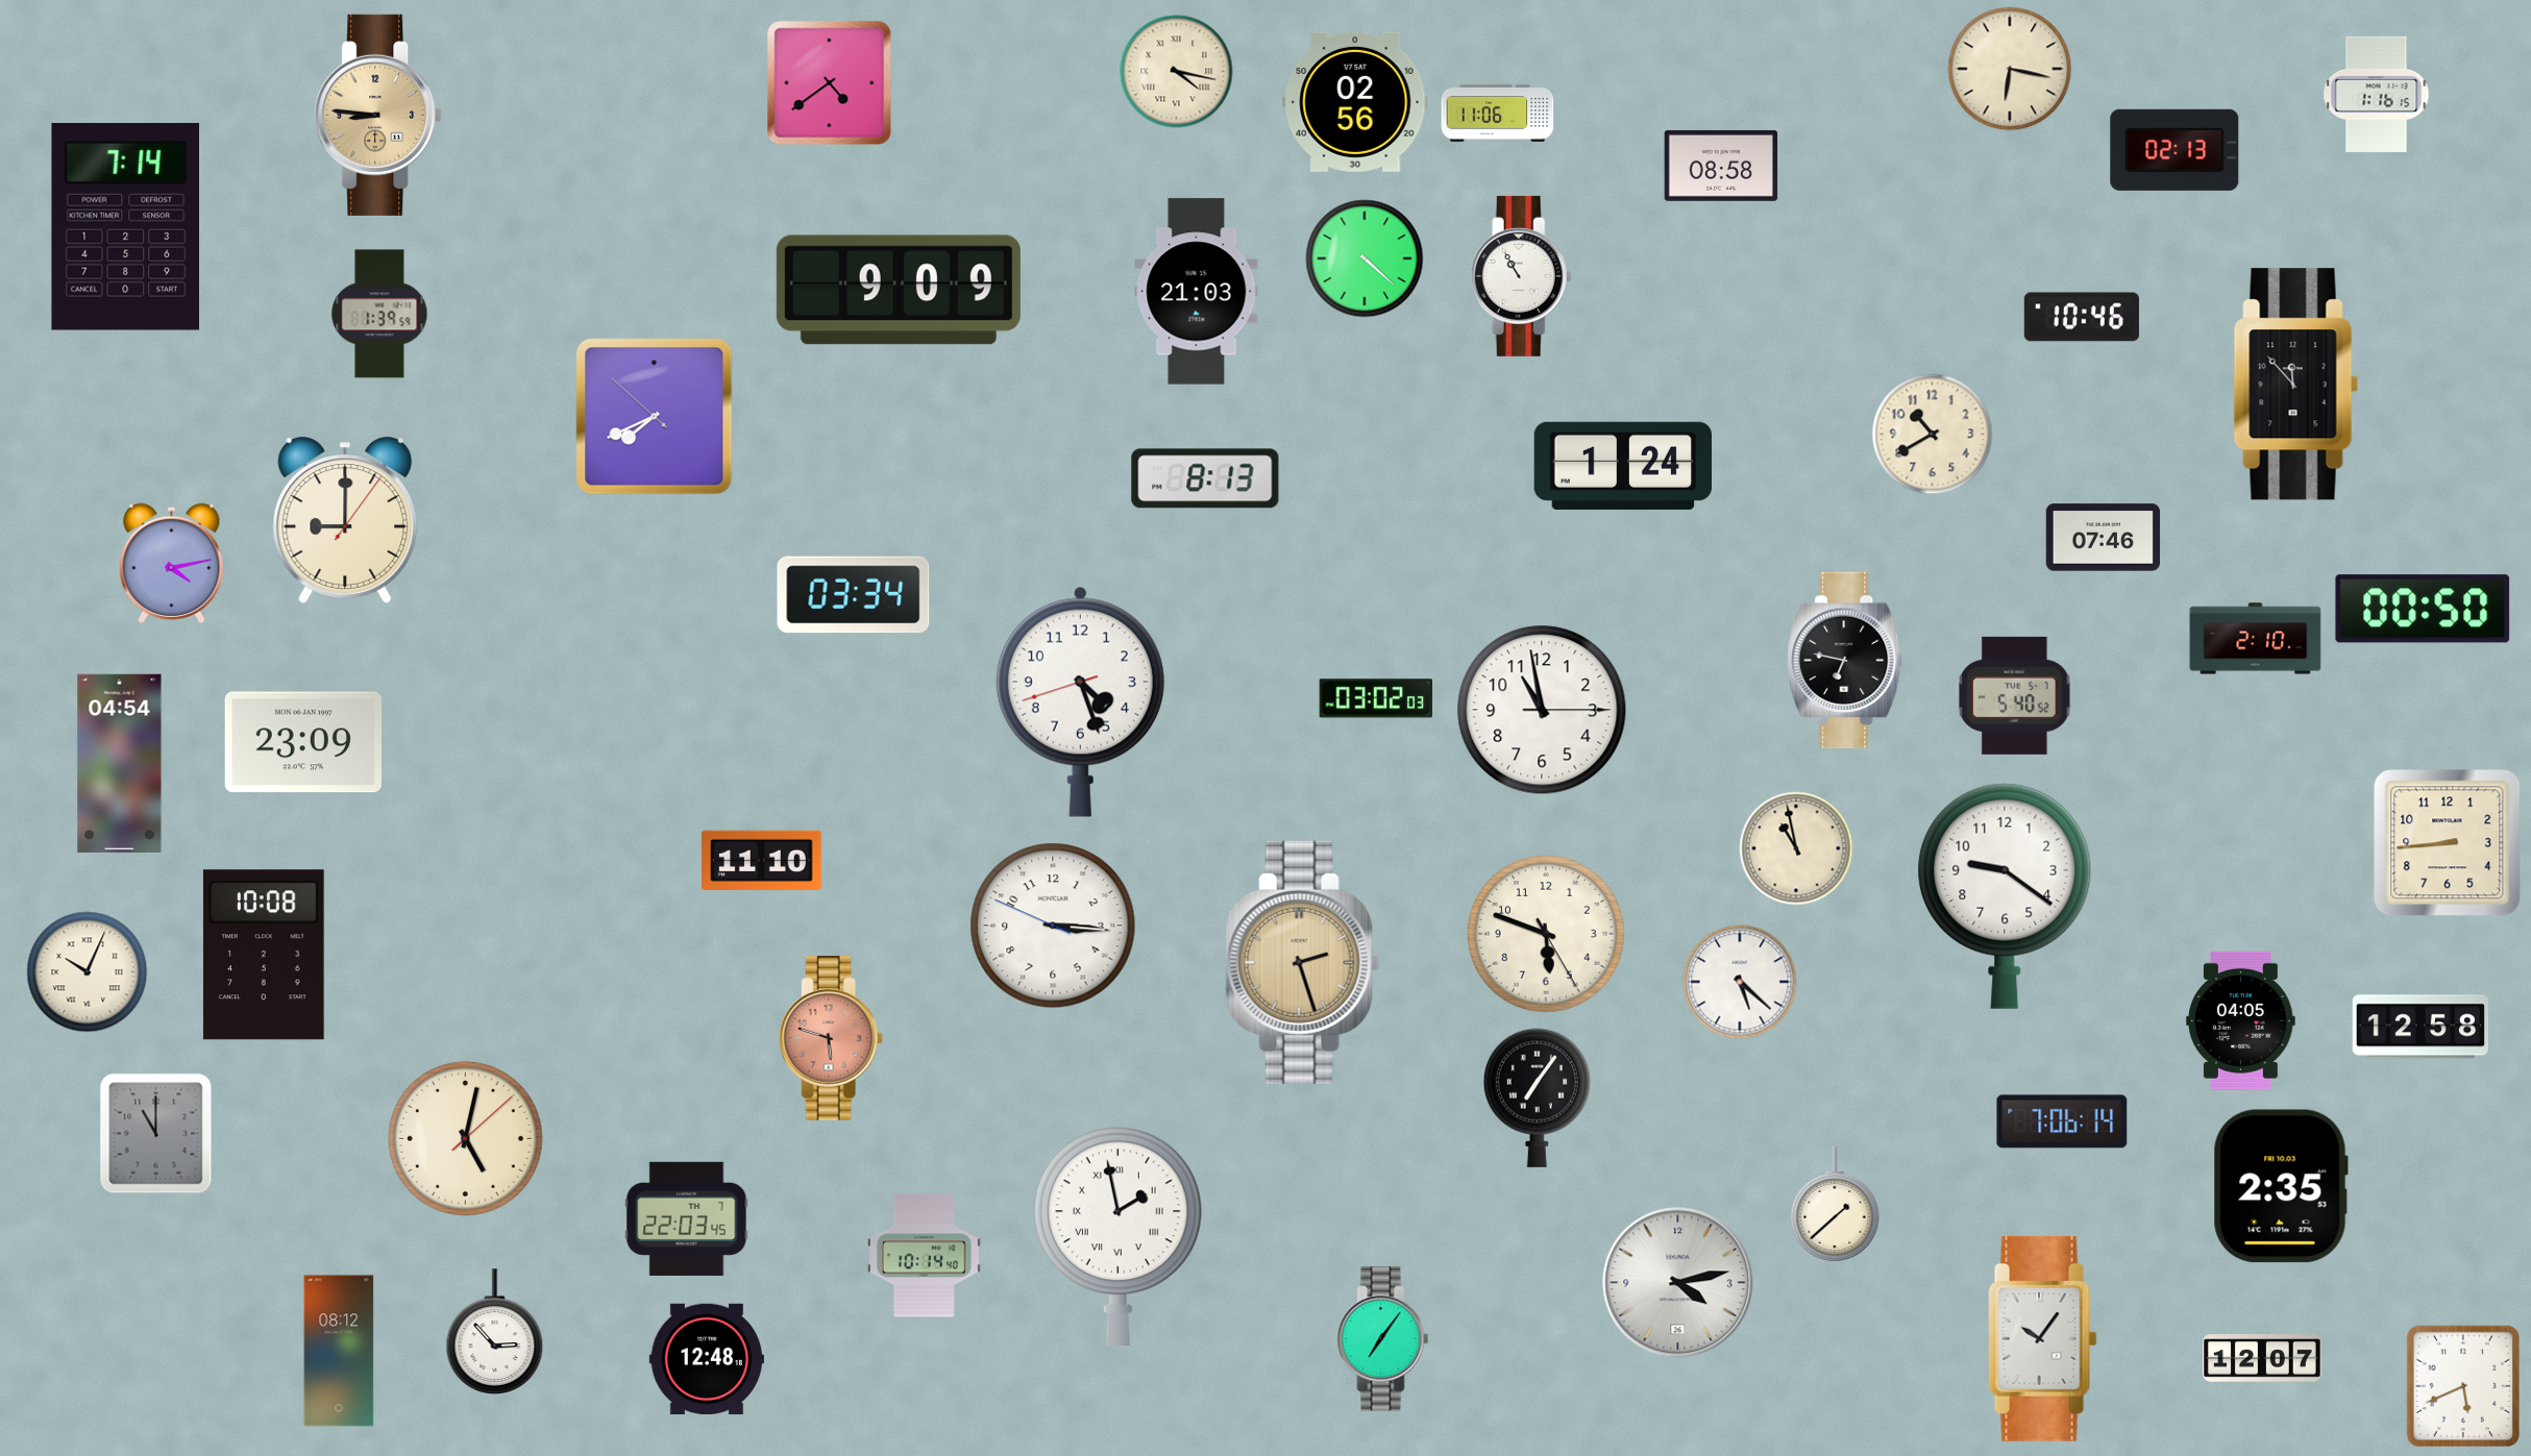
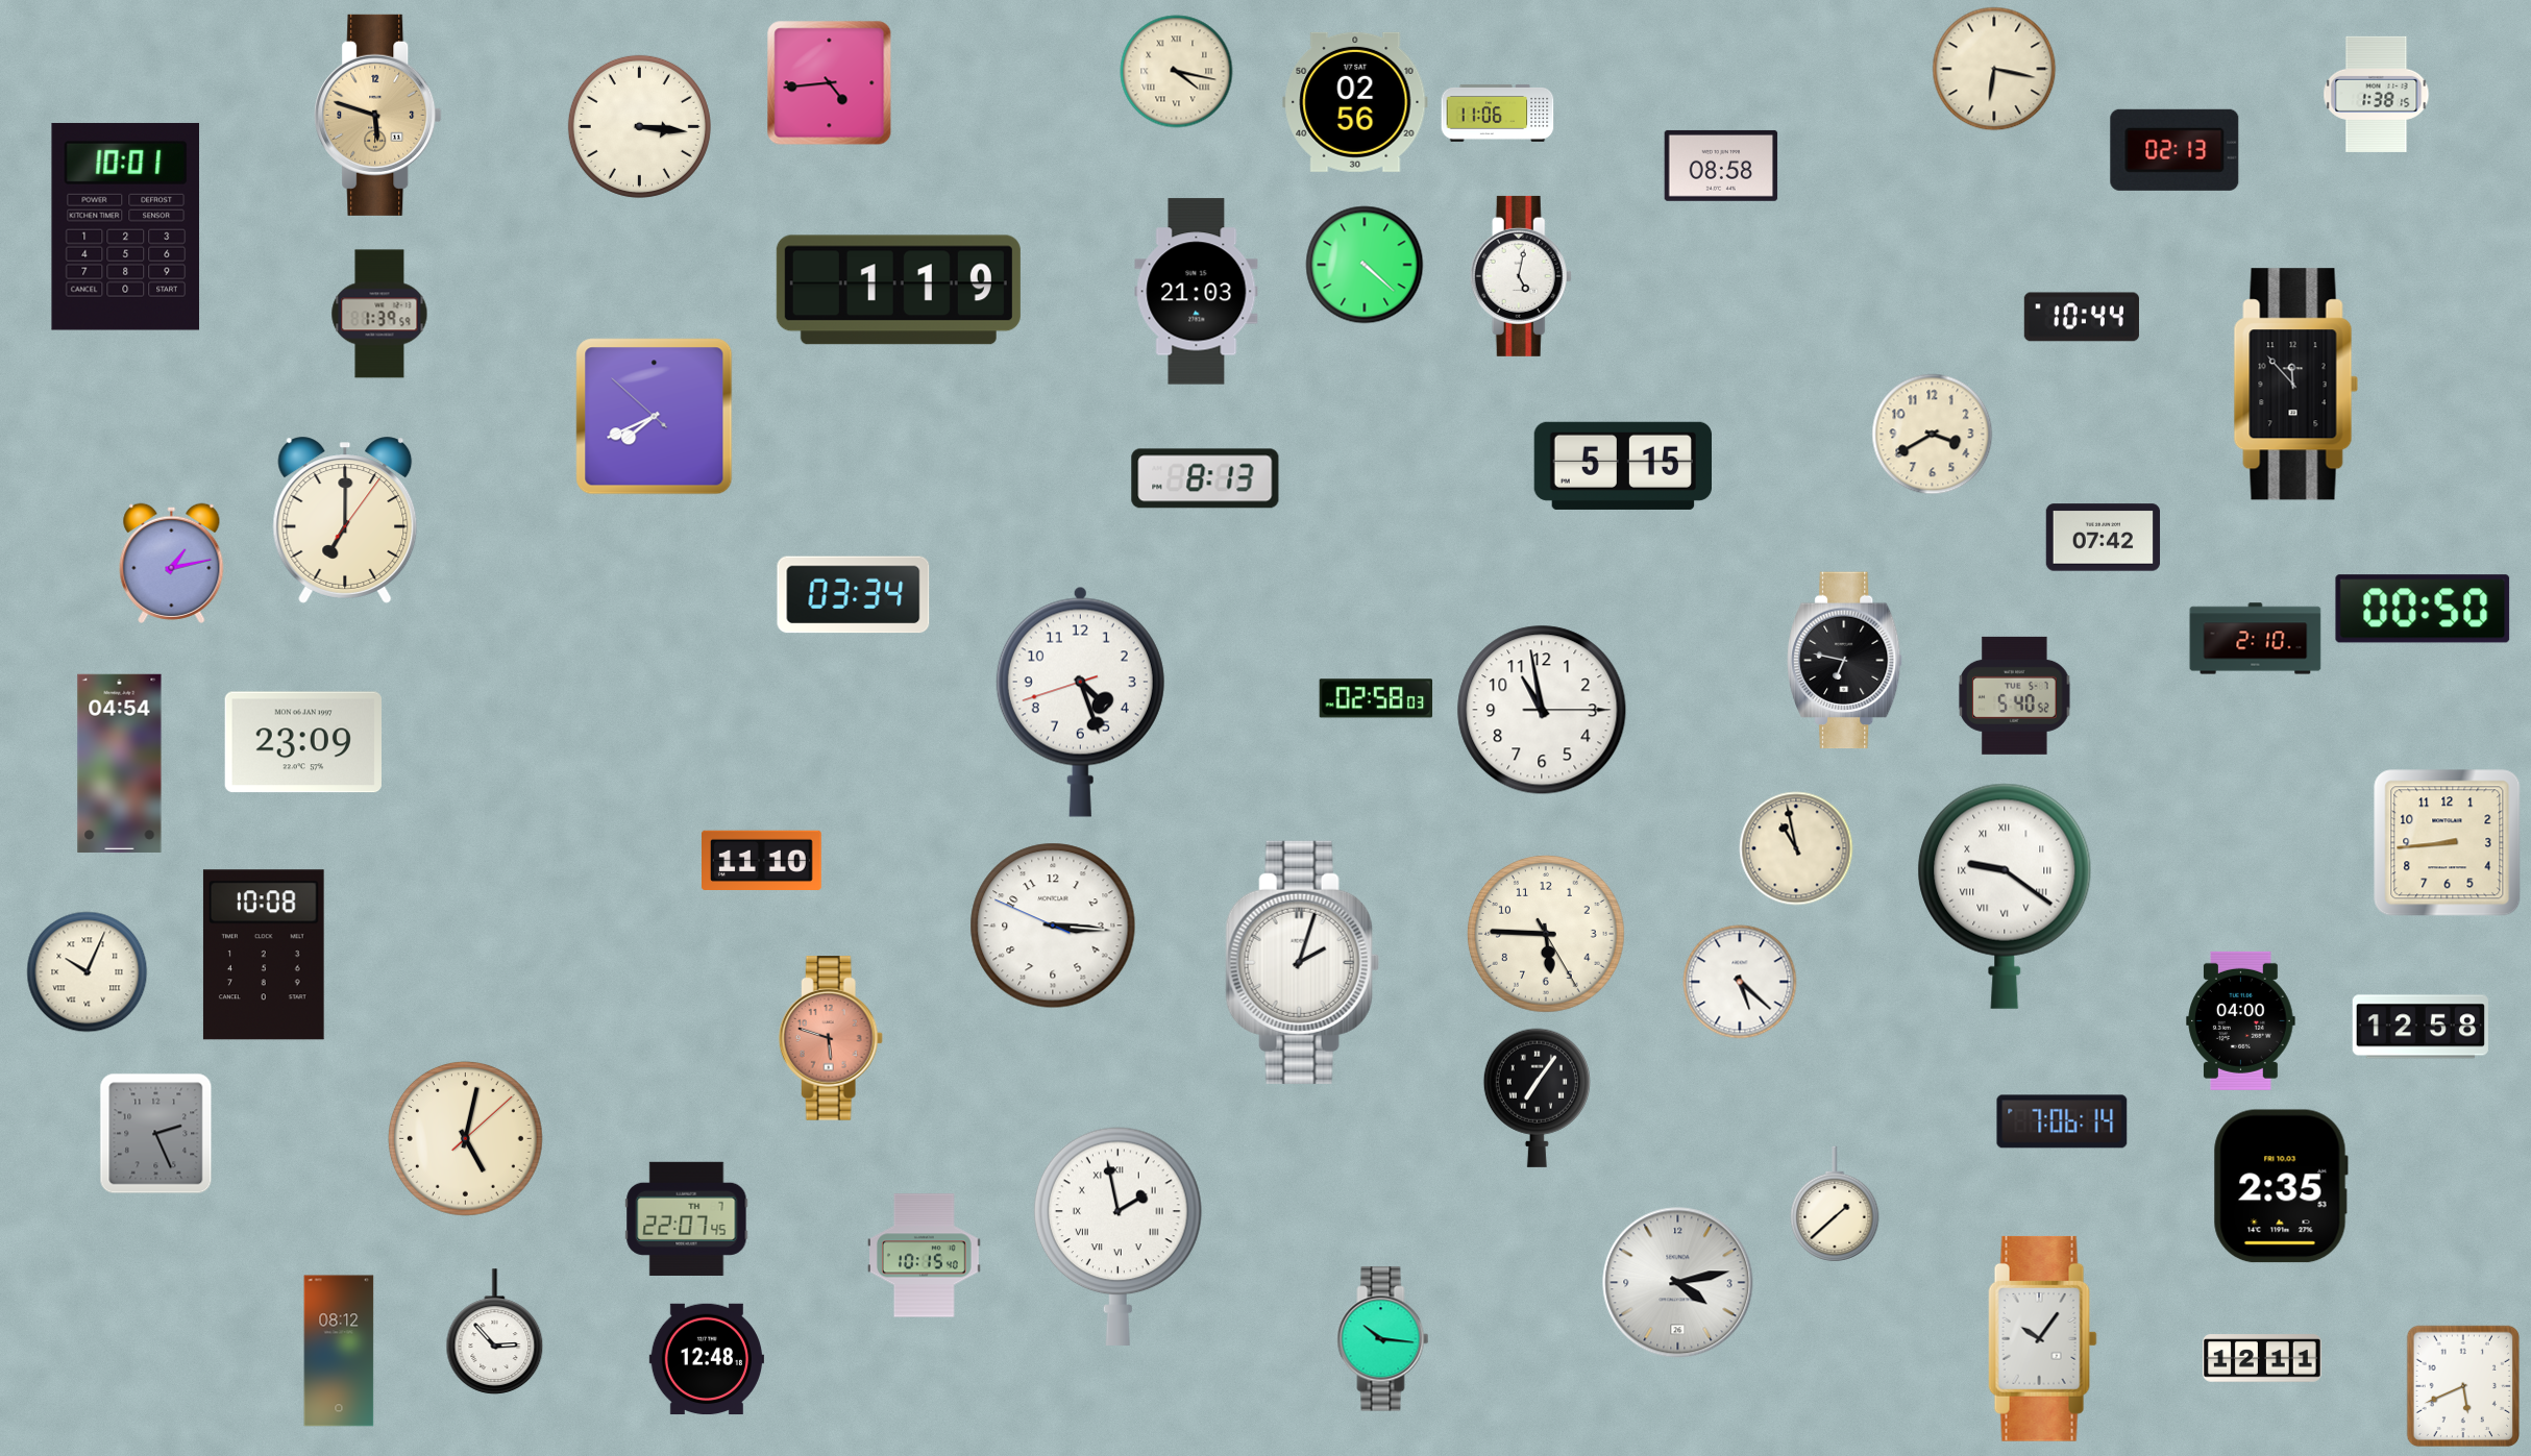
clock at (2010, 69) position: (2010, 69) -> (1994, 69)
clock at (830, 83): 4:39 -> 4:44
clock at (2377, 94): 1:16 -> 1:38
clock at (378, 115): 8:46 -> 5:48
clock at (639, 126): none -> 3:16
clock at (125, 226): 7:14 -> 10:01
clock at (1365, 258) position: (1365, 258) -> (1365, 265)
clock at (1521, 276): 10:55 -> 5:02
clock at (899, 290): 9:09 -> 1:19
clock at (2082, 317): 10:46 -> 10:44
clock at (1933, 435): 10:40 -> 3:40
clock at (1622, 466): 1:24 -> 5:15
clock at (345, 520): 9:00 -> 7:00
clock at (2104, 538): 07:46 -> 07:42
clock at (172, 563): 4:13 -> 1:13
clock at (1376, 698): 03:02 -> 02:58
clock at (2005, 896) numerals: Arabic -> Roman
clock at (1546, 934): 5:48 -> 5:45
clock at (1302, 962): 2:27 -> 2:03
clock at (1302, 962) dial: champagne -> white
clock at (2241, 1020): 04:05 -> 04:00
clock at (156, 1134): 11:00 -> 2:26
clock at (687, 1218): 22:03 -> 22:07
clock at (925, 1256): 10:14 -> 10:15
clock at (1383, 1339): 7:06 -> 10:16
clock at (2262, 1358): 12:07 -> 12:11
